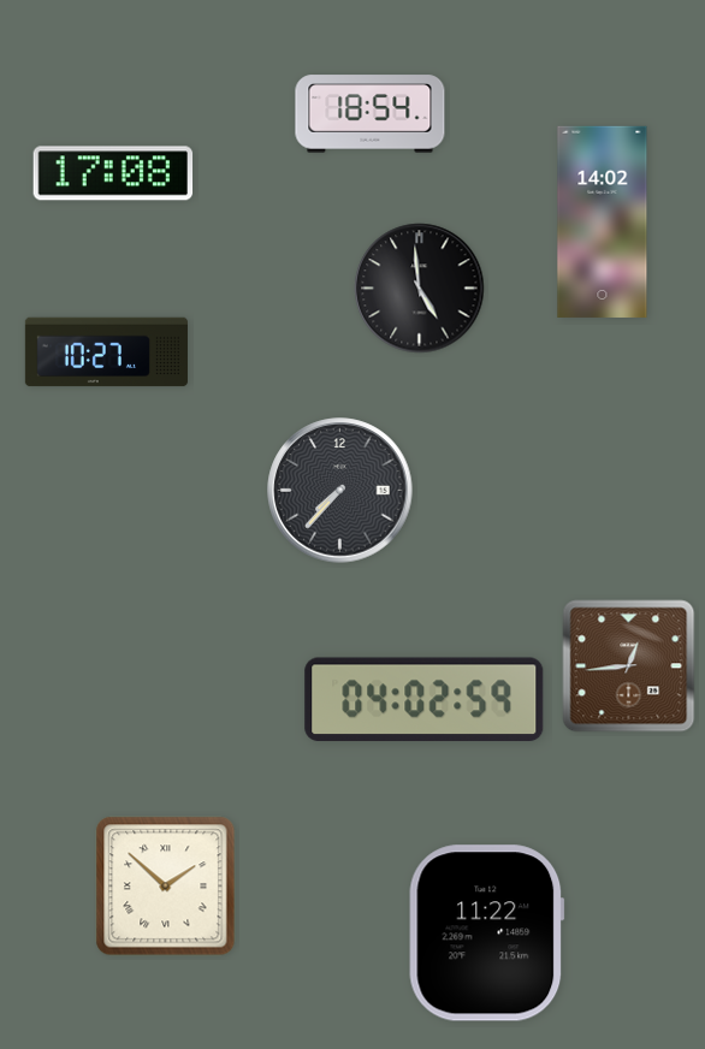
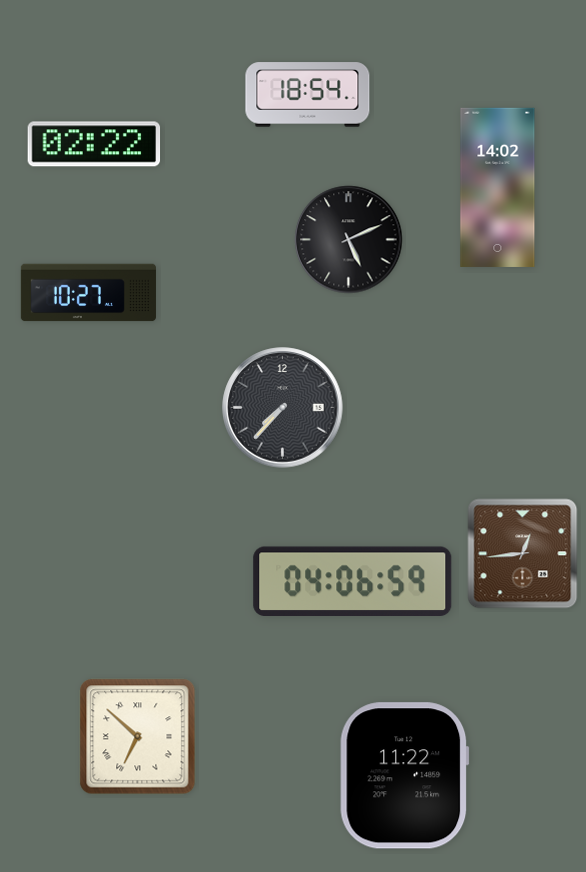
clock at (113, 173): 17:08 -> 02:22
clock at (603, 221) position: (603, 221) -> (498, 187)
clock at (420, 289): 4:59 -> 5:11
clock at (425, 699): 04:02 -> 04:06
clock at (166, 887): 1:52 -> 6:52
